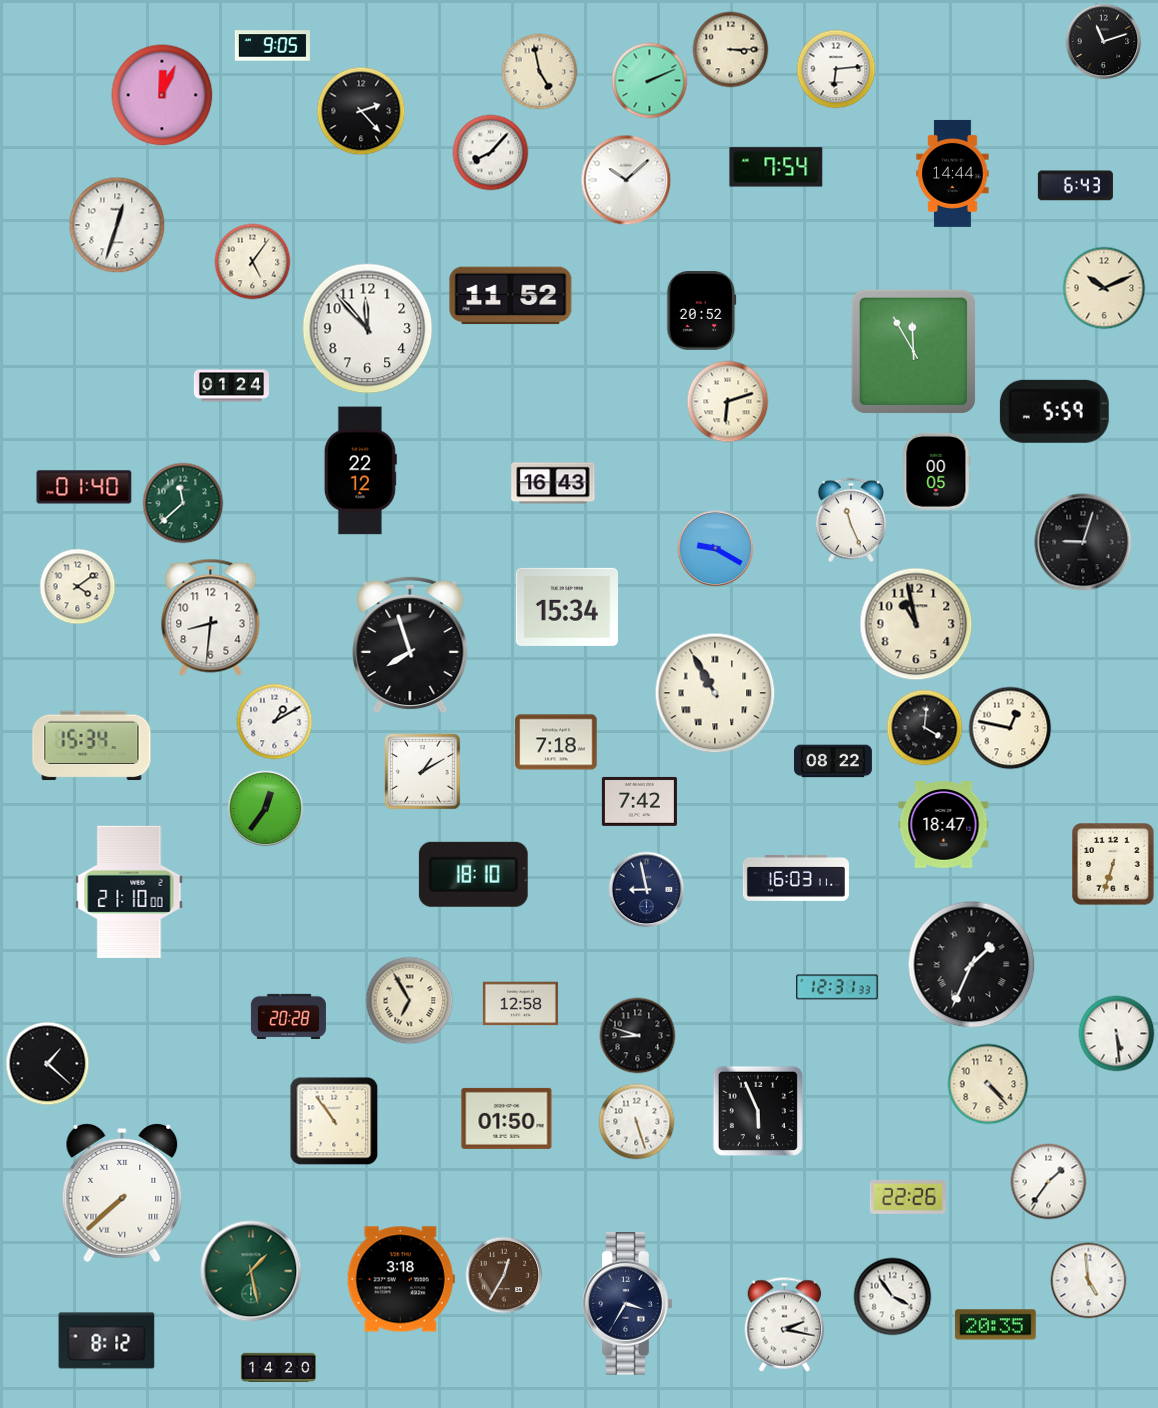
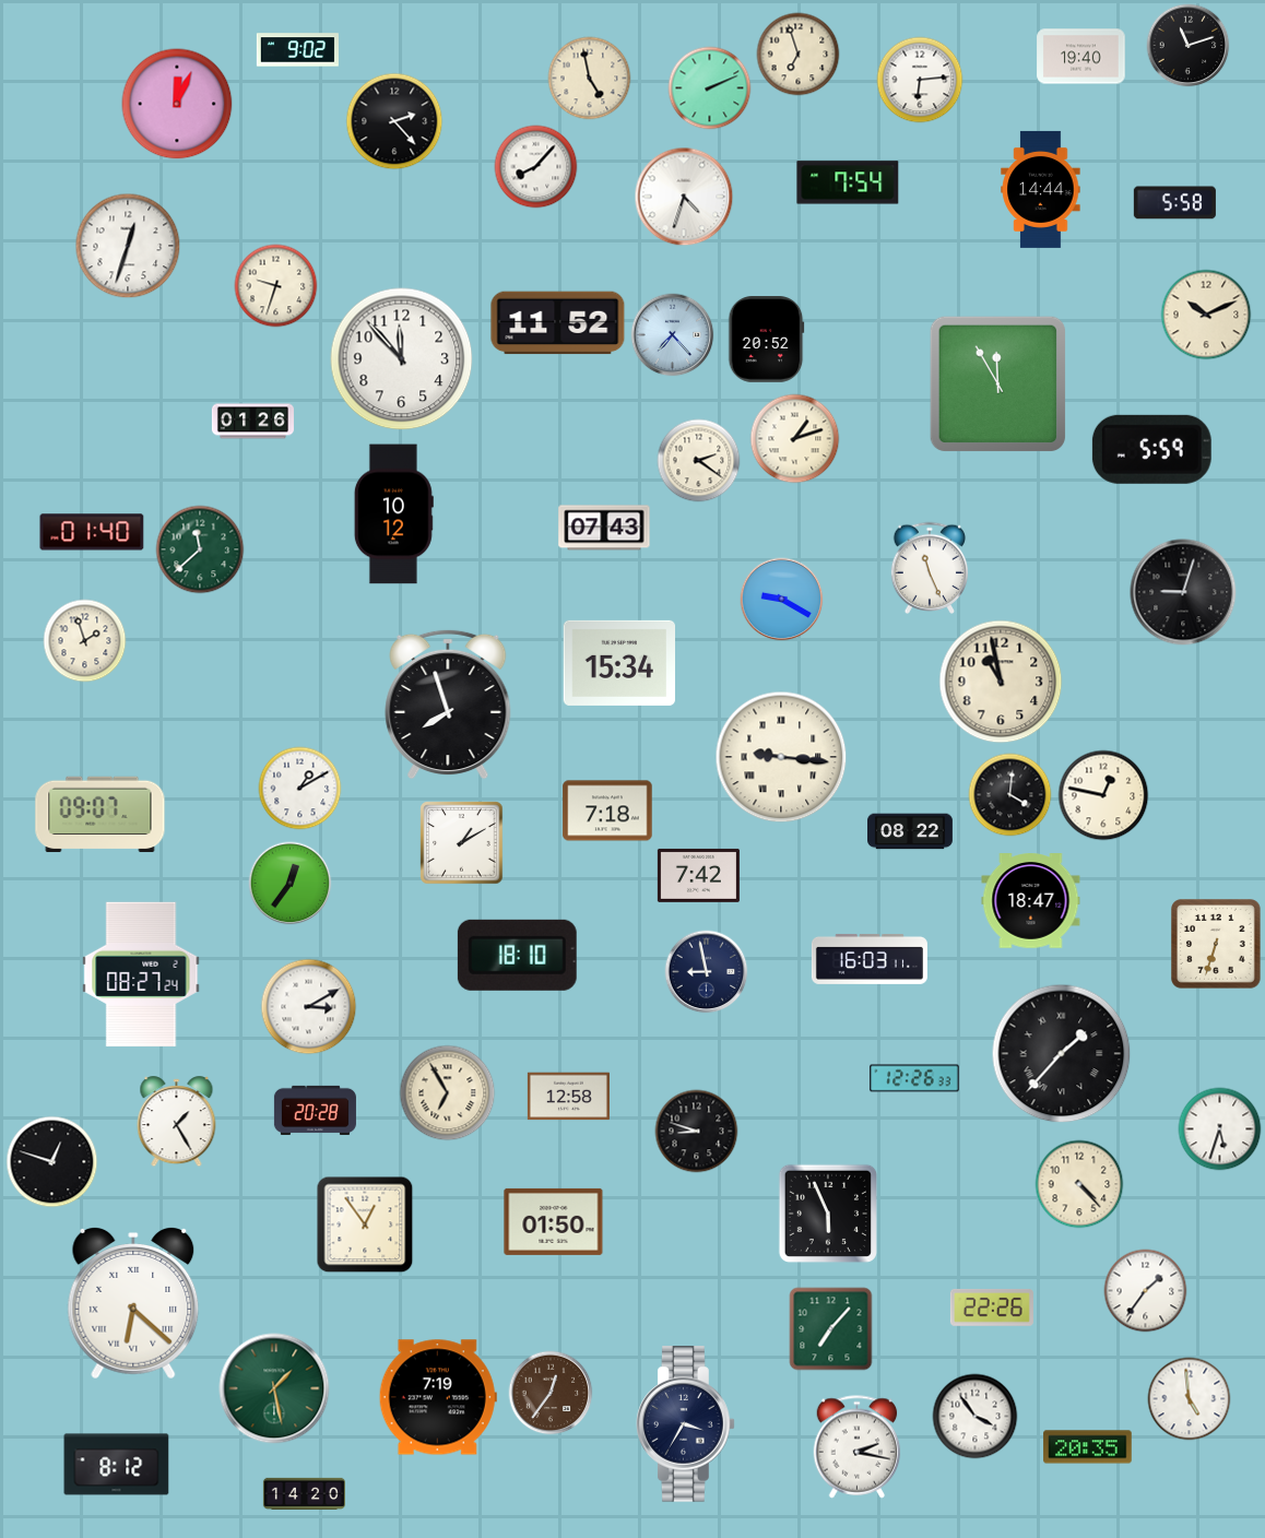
clock at (1104, 42) position: (1104, 42) -> (1189, 46)
clock at (272, 46): 9:05 -> 9:02
clock at (731, 50): 3:15 -> 6:57
clock at (1081, 57): none -> 19:40
clock at (836, 69) position: (836, 69) -> (920, 80)
clock at (626, 180): 10:08 -> 4:33
clock at (1075, 186): 6:43 -> 5:58
clock at (253, 262): 5:06 -> 9:33
clock at (673, 335): none -> 7:23
clock at (231, 386): 01:24 -> 01:26
clock at (728, 402): 6:12 -> 1:12
clock at (699, 461): none -> 2:21
clock at (360, 471): 22:12 -> 10:12
clock at (937, 471): 00:05 -> none
clock at (553, 483): 16:43 -> 07:43
clock at (78, 587): 4:09 -> 1:57
clock at (211, 617): 8:31 -> none
clock at (715, 693): 10:55 -> 9:16
clock at (92, 746): 15:34 -> 09:07
clock at (129, 892): 21:10 -> 08:27
clock at (309, 1007): none -> 3:10
clock at (972, 965): 1:34 -> 1:37
clock at (837, 987): 12:31 -> 12:26
clock at (177, 1122): none -> 1:25
clock at (1117, 1034): 5:29 -> 5:33
clock at (48, 1064): 1:22 -> 12:48
clock at (334, 1121): 10:54 -> 12:54
clock at (637, 1122): 5:27 -> none
clock at (122, 1194): 7:38 -> 6:22
clock at (831, 1329): none -> 7:07
clock at (504, 1275): 12:35 -> 12:36
clock at (401, 1279): 3:18 -> 7:19
